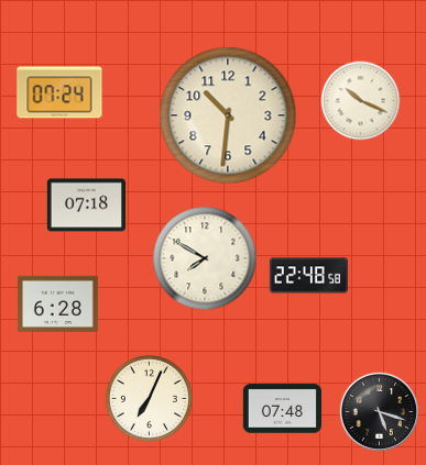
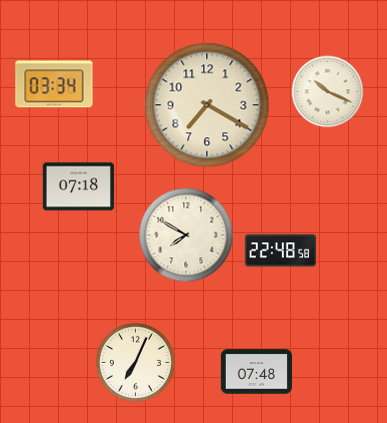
clock at (59, 92): 07:24 -> 03:34
clock at (228, 115): 10:31 -> 7:20
clock at (57, 303): 6:28 -> none
clock at (379, 411): 5:18 -> none
